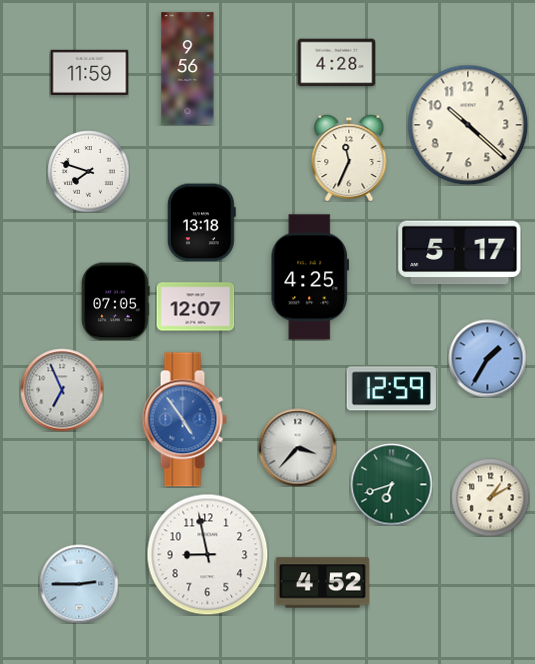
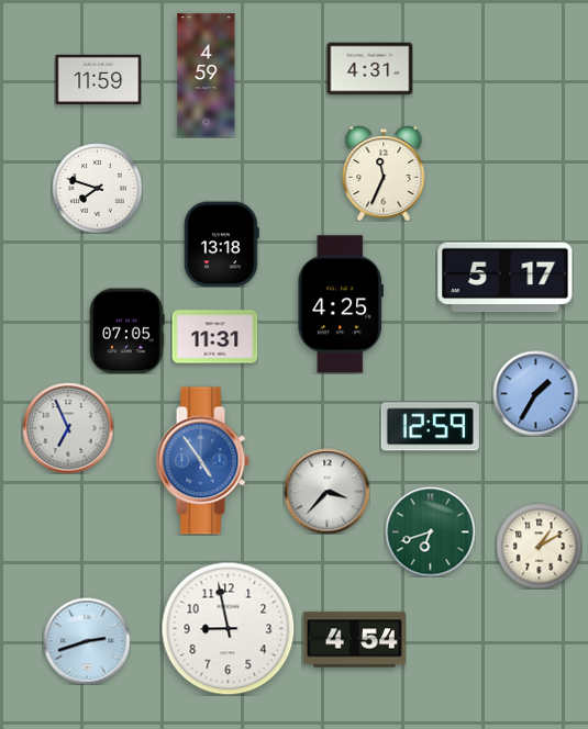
clock at (336, 63): 4:28 -> 4:31
clock at (188, 69): 9:56 -> 4:59
clock at (468, 125): 10:22 -> none
clock at (195, 307): 12:07 -> 11:31
clock at (207, 554) position: (207, 554) -> (228, 628)
clock at (322, 583): 4:52 -> 4:54
clock at (79, 584): 2:45 -> 2:42
